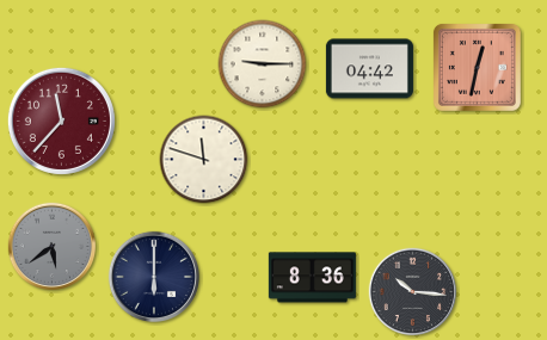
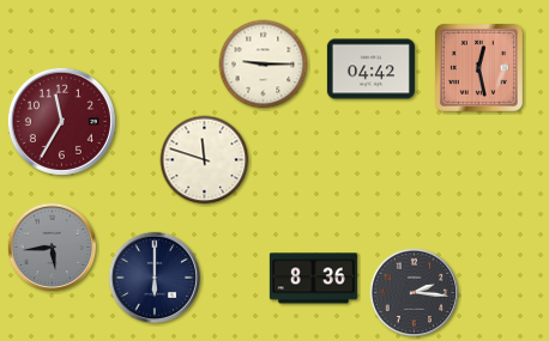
clock at (477, 67): 12:32 -> 12:28
clock at (61, 120): 11:37 -> 11:35
clock at (53, 247): 5:39 -> 5:44
clock at (413, 292): 10:16 -> 2:16
